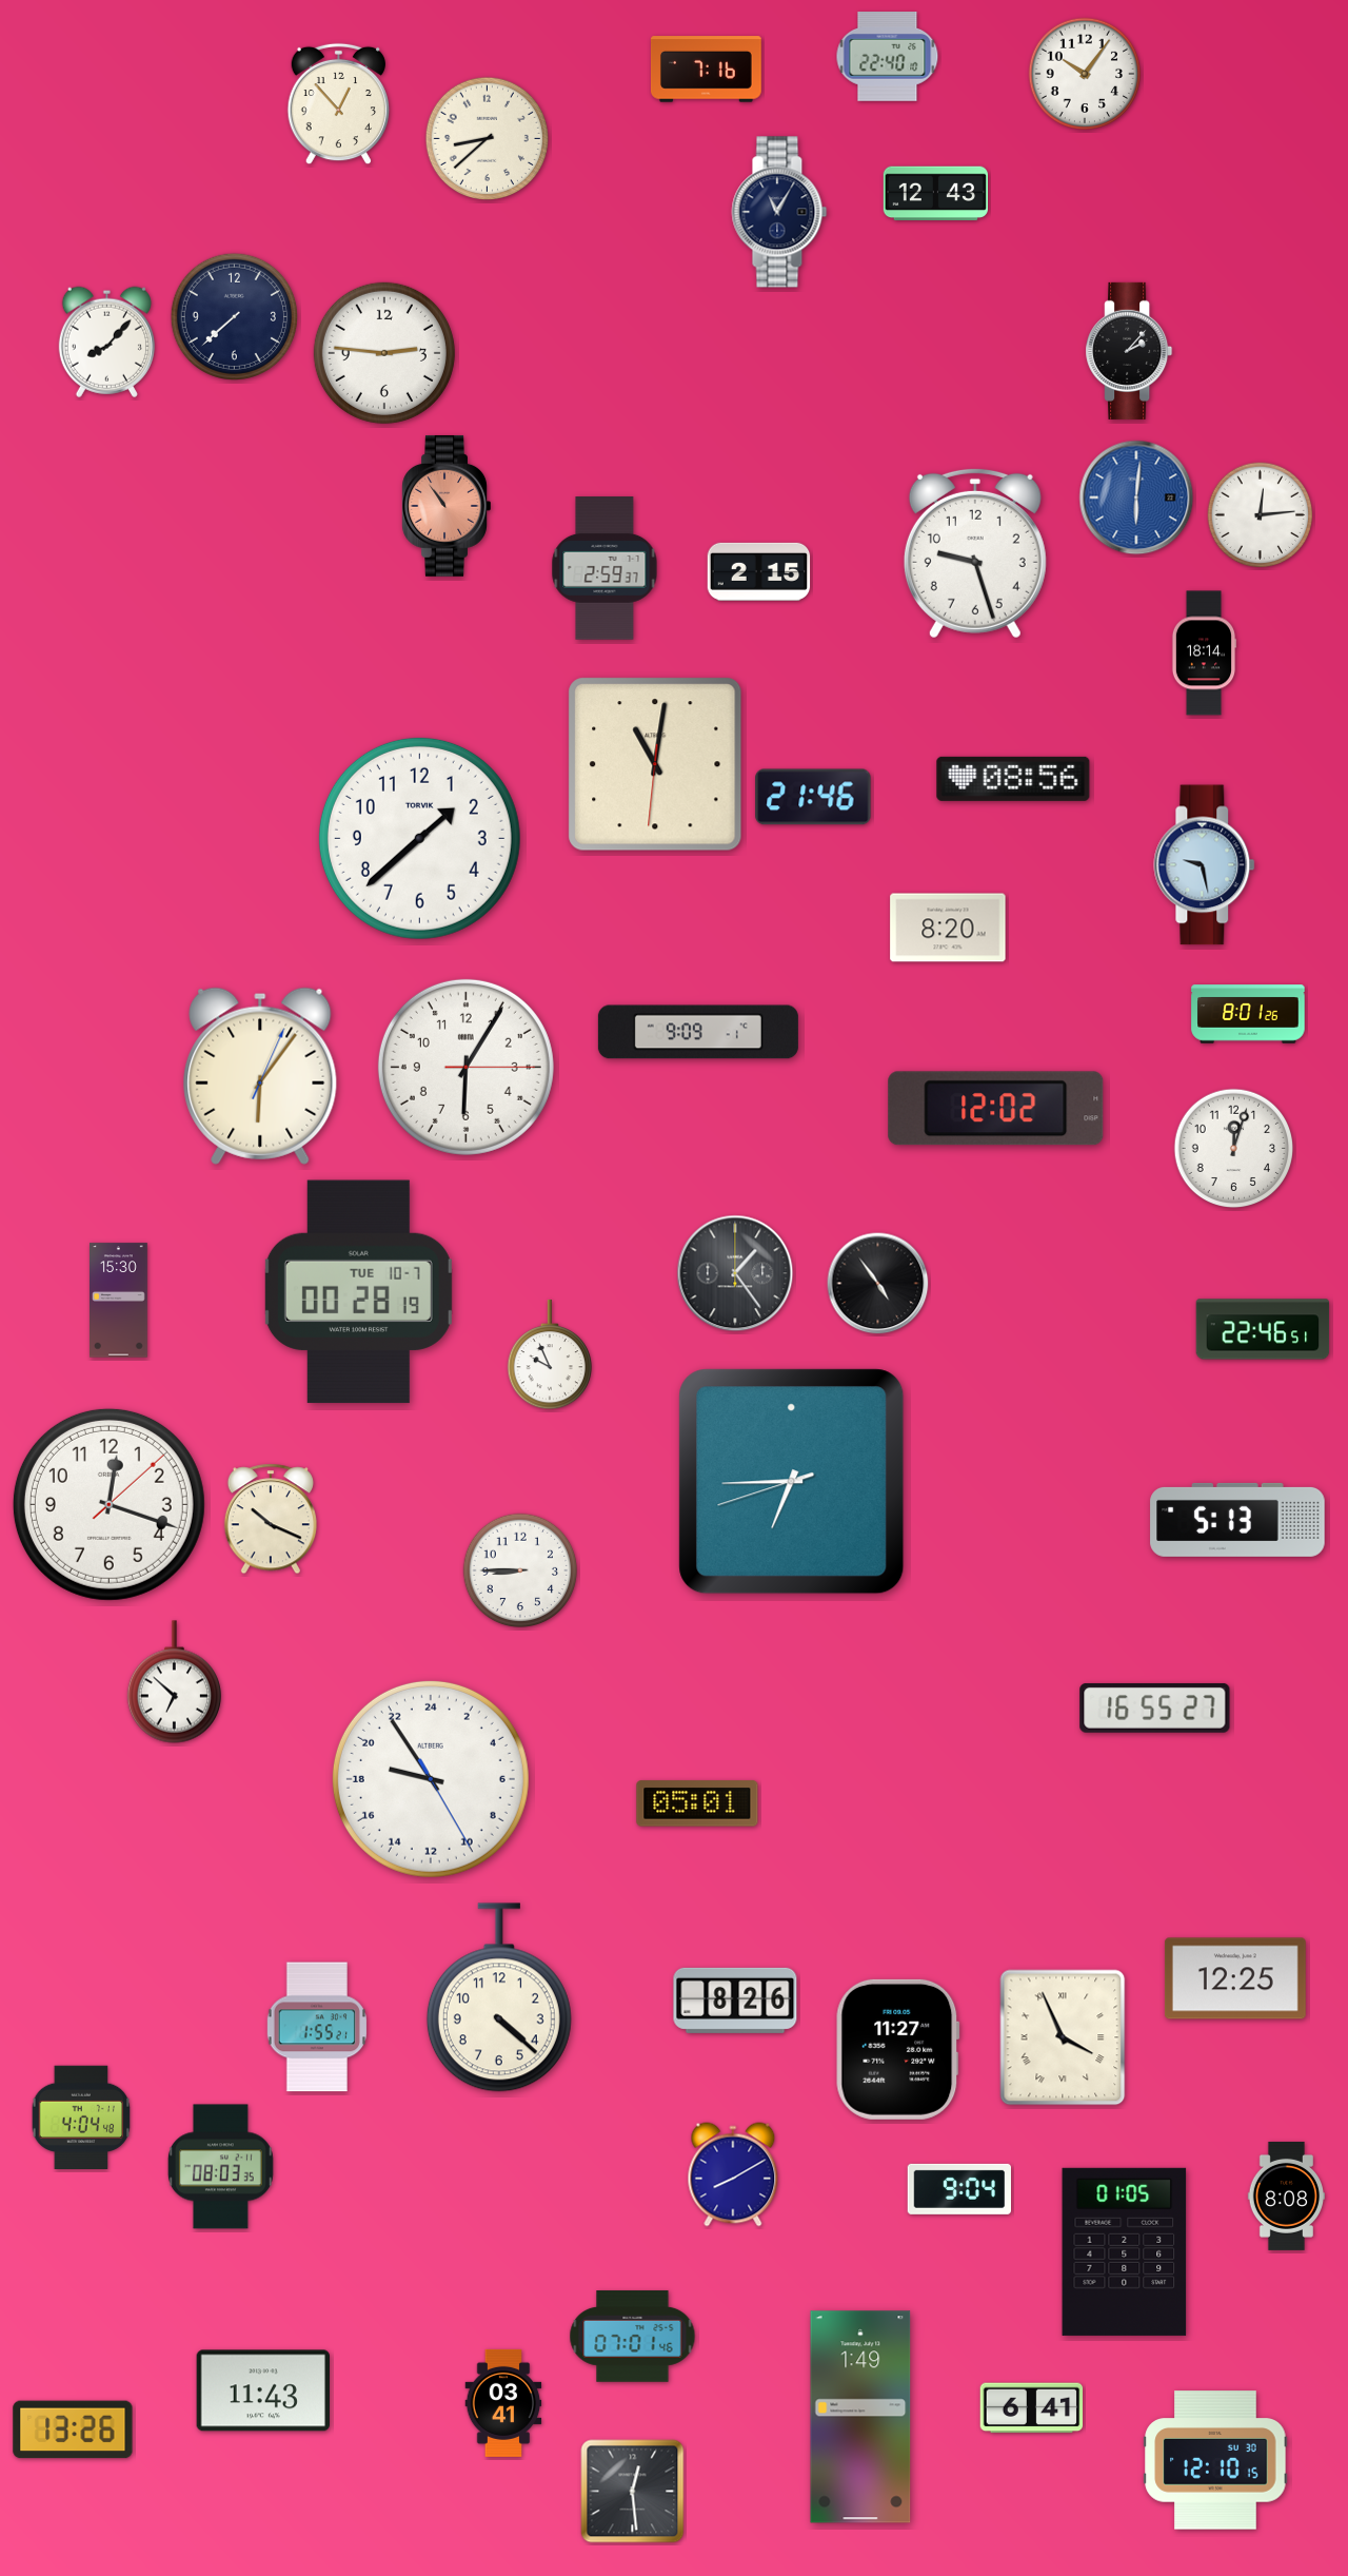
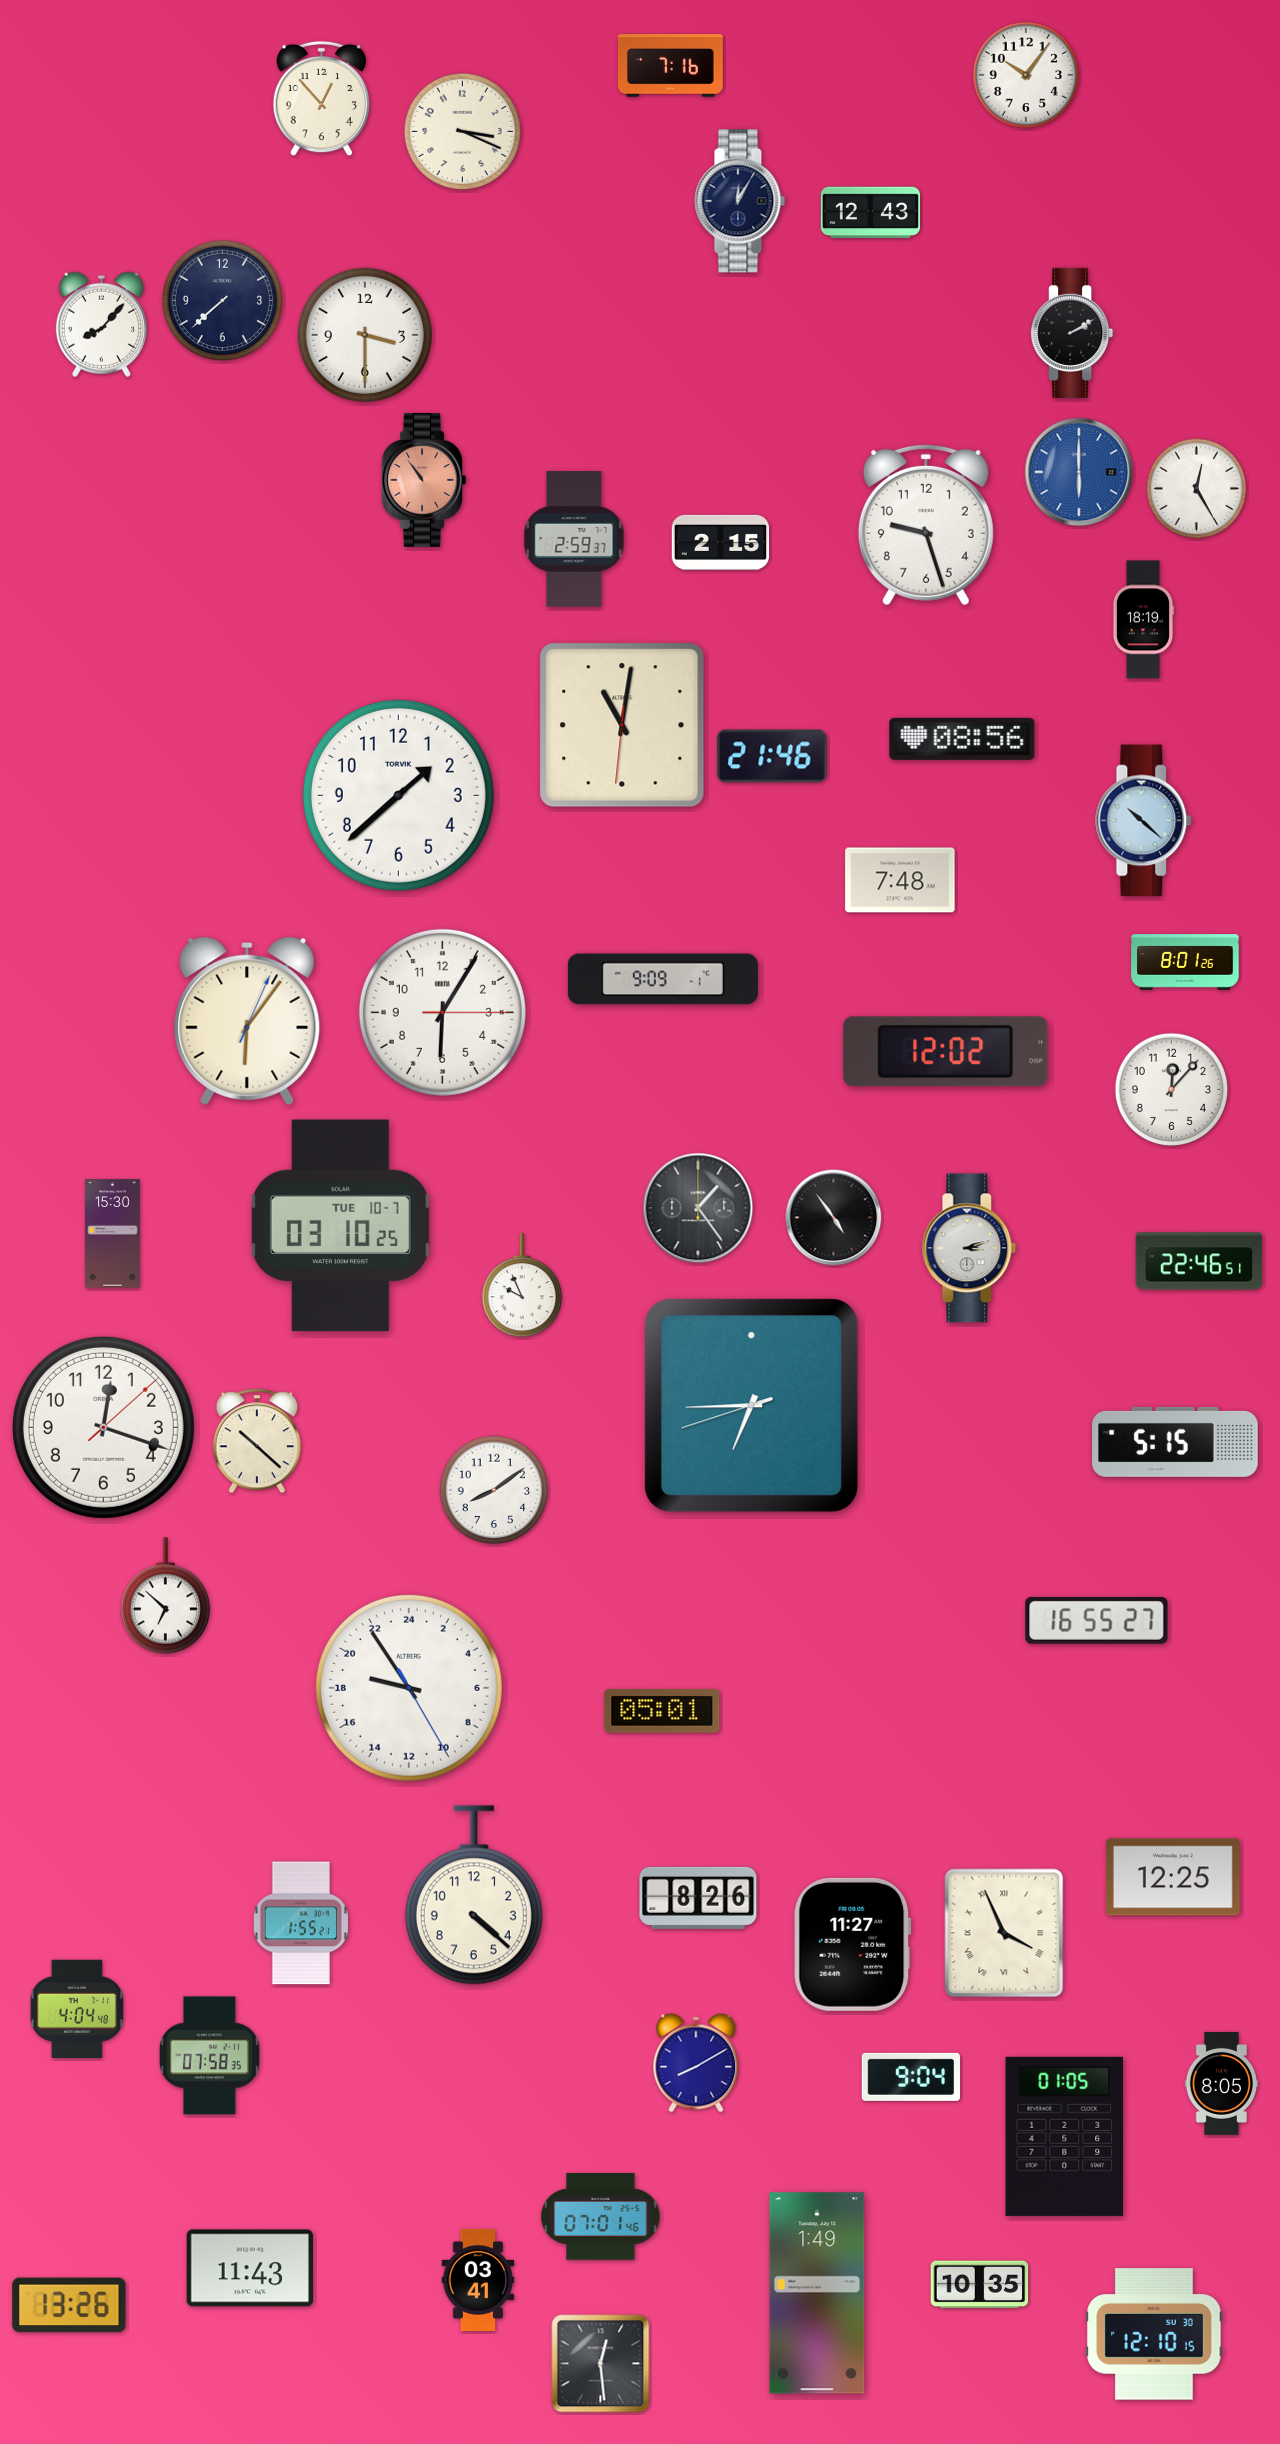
clock at (888, 57): 22:40 -> none
clock at (1085, 74) position: (1085, 74) -> (1026, 75)
clock at (487, 138): 8:38 -> 3:19
clock at (935, 194) position: (935, 194) -> (870, 213)
clock at (779, 212): 11:05 -> 12:05
clock at (1129, 351): 2:07 -> 2:10
clock at (384, 353): 2:46 -> 3:30
clock at (1136, 497): 6:01 -> 6:00
clock at (1261, 515): 12:14 -> 12:25
clock at (1203, 653): 18:14 -> 18:19
clock at (1205, 865): 9:28 -> 10:22
clock at (948, 928): 8:20 -> 7:48
clock at (1234, 1149): 12:03 -> 12:07
clock at (358, 1292): 00:28 -> 03:10
clock at (969, 1248): none -> 3:12
clock at (271, 1519): 10:19 -> 10:22
clock at (1237, 1520): 5:13 -> 5:15
clock at (520, 1570): 8:45 -> 8:09
clock at (1063, 2037) position: (1063, 2037) -> (1004, 1933)
clock at (220, 2167): 08:03 -> 07:58
clock at (1286, 2196): 8:08 -> 8:05
clock at (1125, 2251) position: (1125, 2251) -> (1065, 2136)
clock at (1032, 2408): 6:41 -> 10:35
